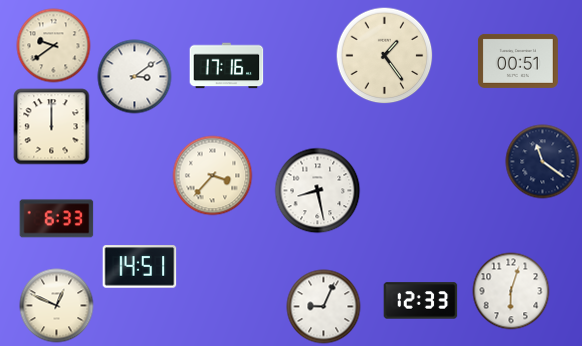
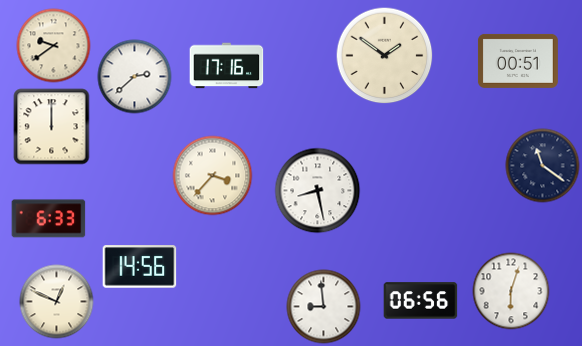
clock at (385, 56): 1:24 -> 1:51
clock at (135, 77): 3:09 -> 2:38
clock at (543, 162) position: (543, 162) -> (543, 166)
clock at (57, 219) position: (57, 219) -> (49, 219)
clock at (140, 267): 14:51 -> 14:56
clock at (421, 301): 12:33 -> 06:56
clock at (57, 306) position: (57, 306) -> (57, 302)
clock at (324, 307): 9:04 -> 8:59
